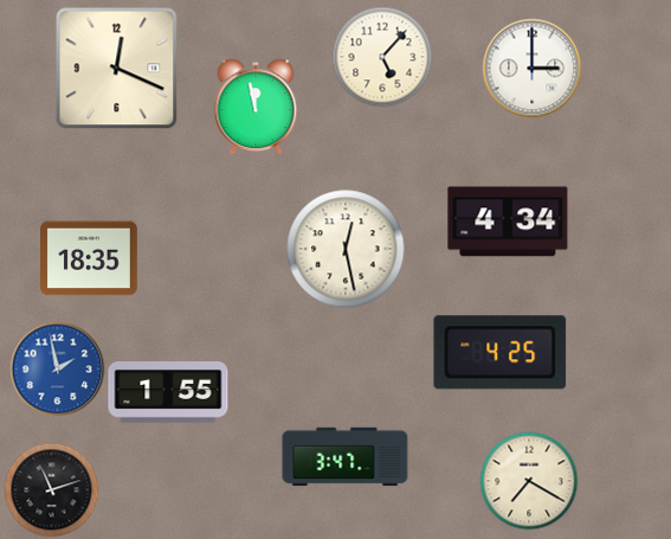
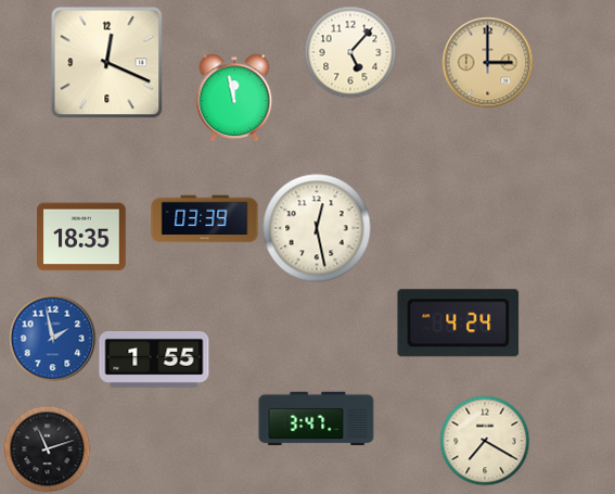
clock at (531, 68) dial: white -> champagne
clock at (508, 222): 4:34 -> none
clock at (205, 219): none -> 03:39
clock at (501, 353): 4:25 -> 4:24
